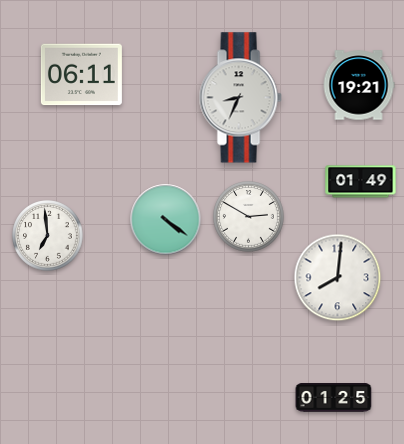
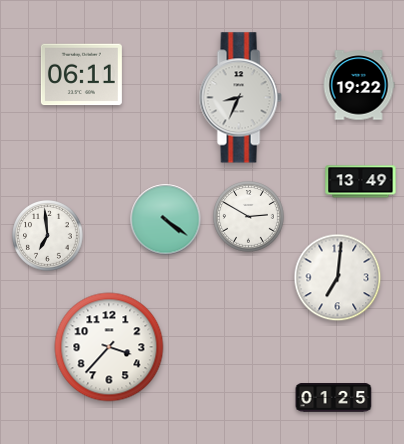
clock at (359, 85): 19:21 -> 19:22
clock at (361, 182): 01:49 -> 13:49
clock at (338, 278): 8:01 -> 7:01
clock at (109, 347): none -> 3:37
